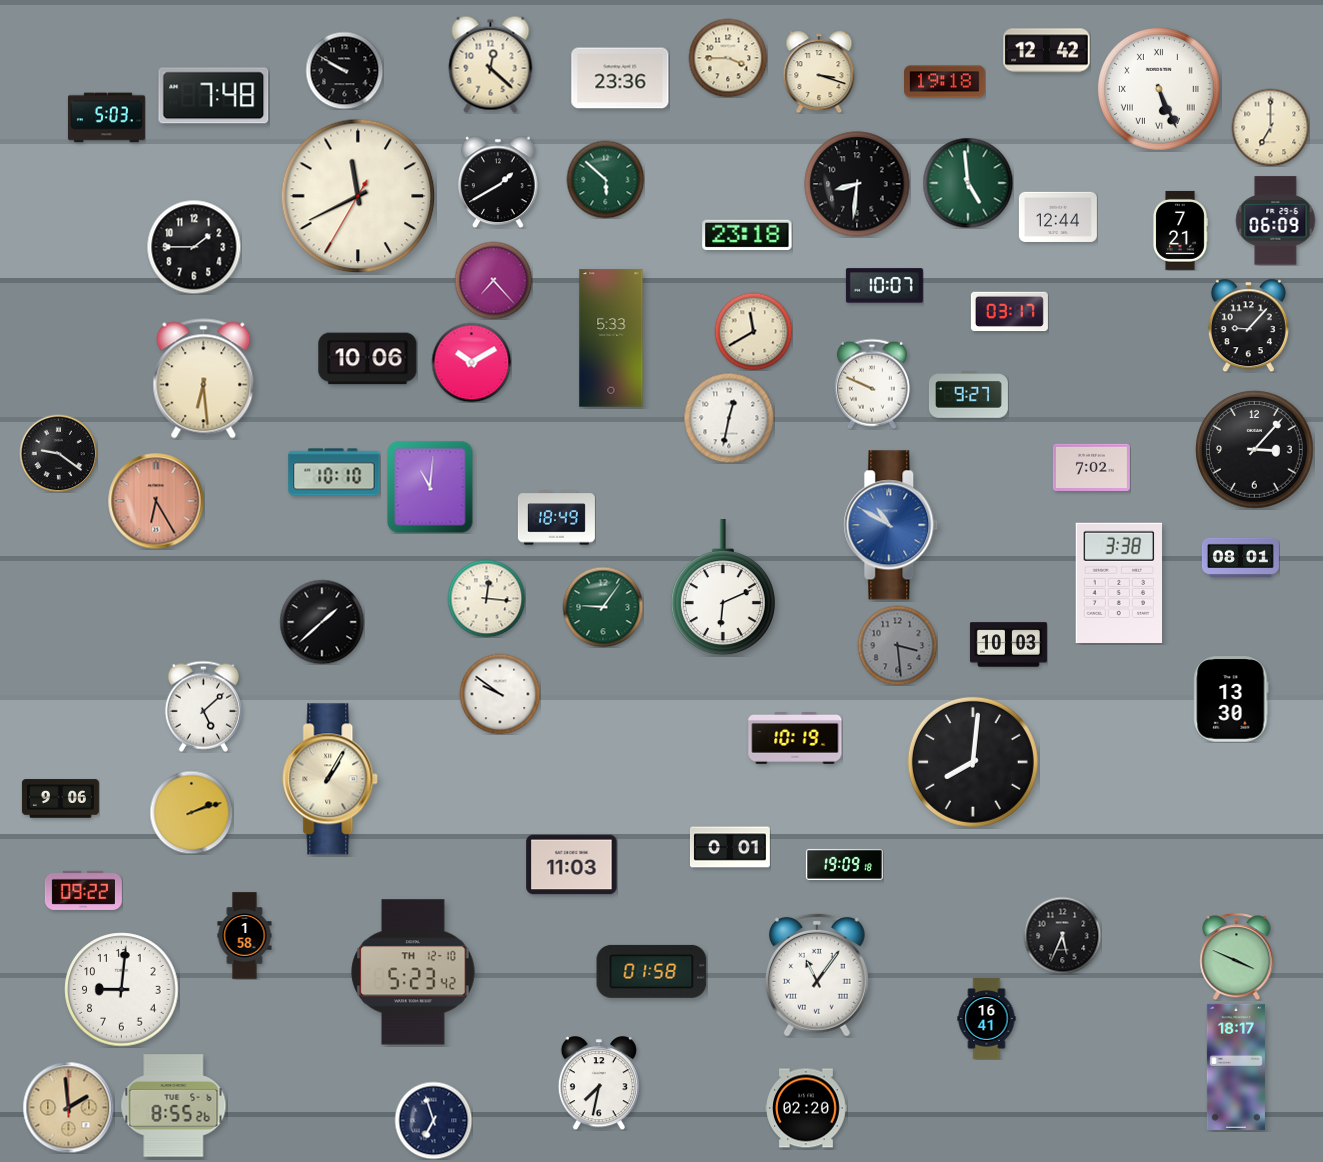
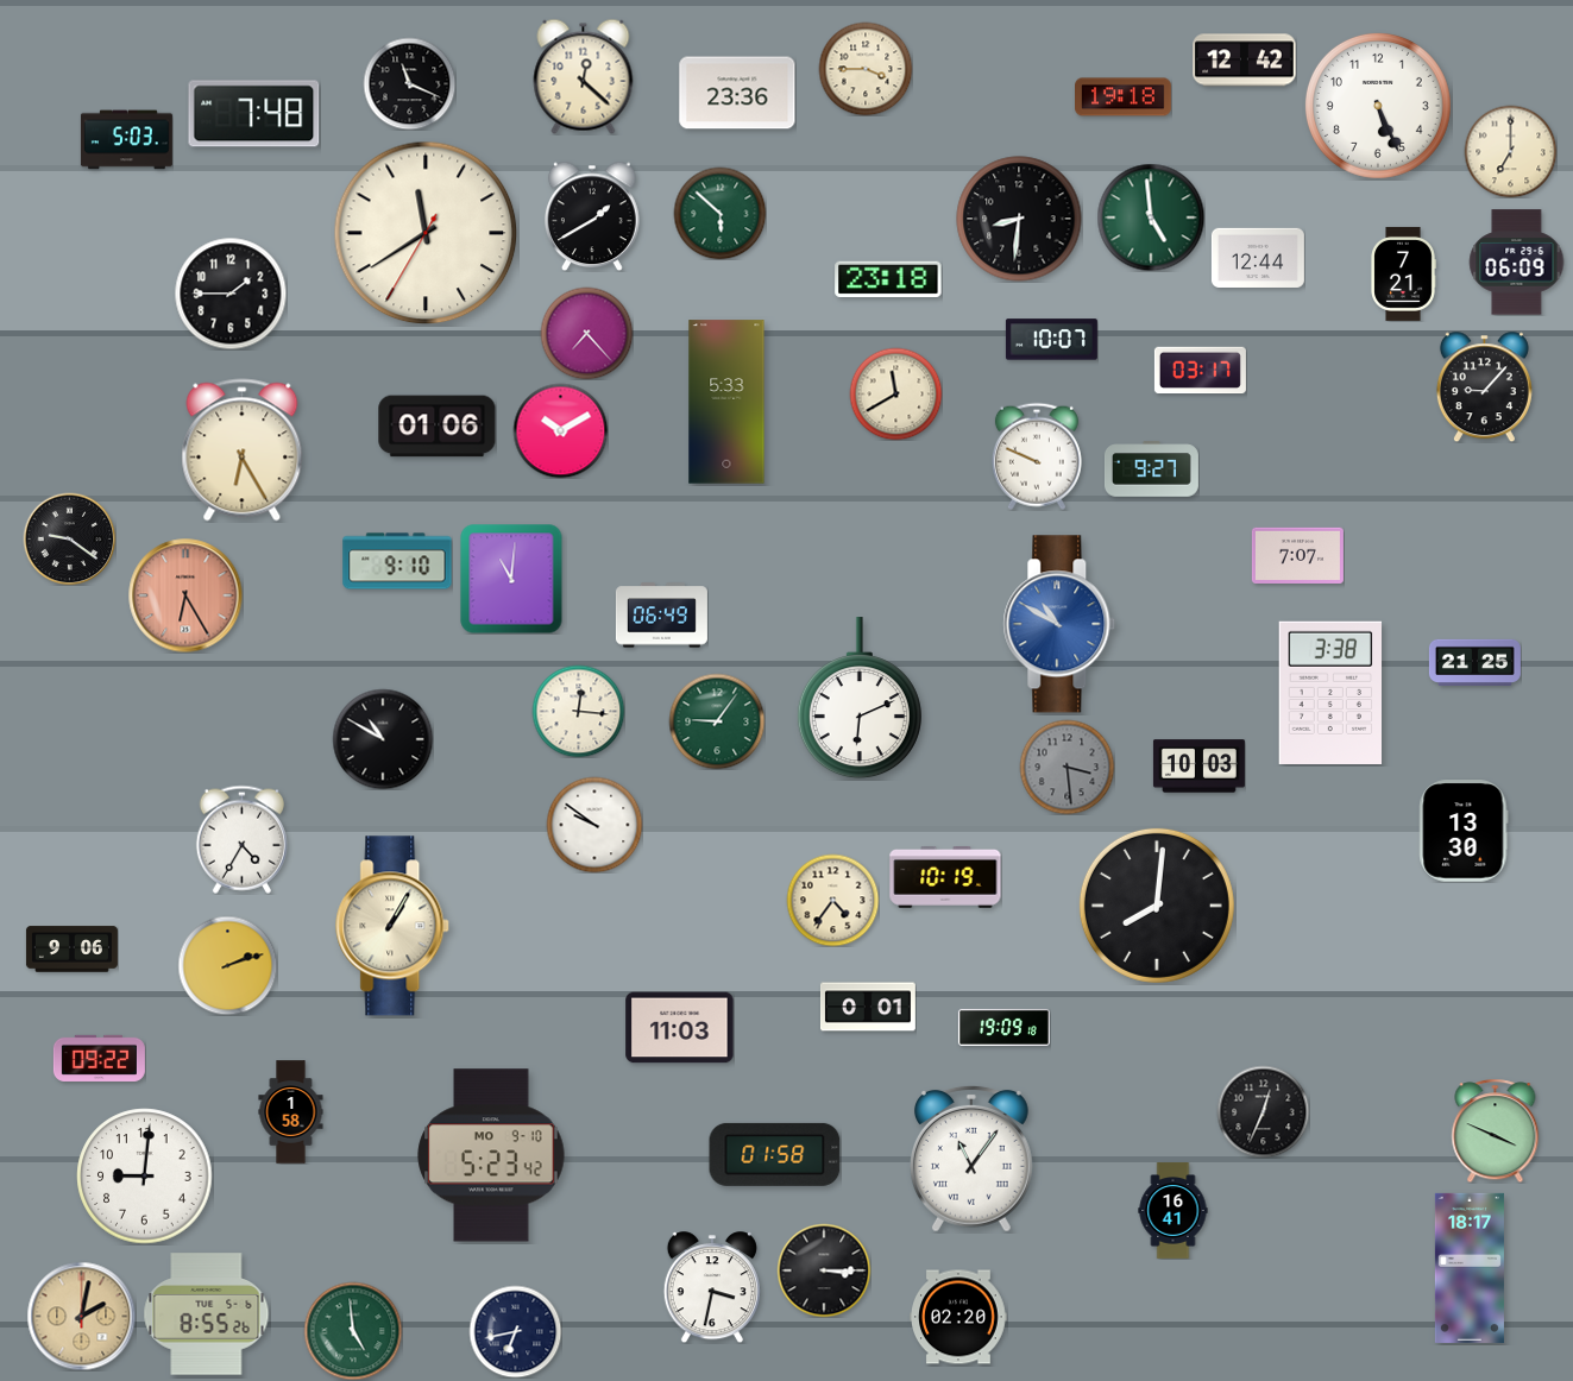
clock at (344, 70): 9:50 -> 11:19
clock at (819, 72): 3:18 -> none
clock at (1159, 89) numerals: Roman -> Arabic
clock at (358, 196): 11:40 -> 11:39
clock at (368, 359): 10:06 -> 01:06
clock at (204, 379): 6:29 -> 6:25
clock at (729, 418): 12:32 -> none
clock at (1255, 450): 3:07 -> none
clock at (1091, 467): 7:02 -> 7:07
clock at (334, 472): 10:10 -> 9:10
clock at (556, 518): 18:49 -> 06:49
clock at (1240, 557): 08:01 -> 21:25
clock at (322, 622): 1:38 -> 10:50
clock at (203, 706): 5:08 -> 4:35
clock at (832, 900): none -> 4:36
clock at (1062, 935): 5:34 -> 12:34
clock at (1237, 956) position: (1237, 956) -> (1496, 1130)
clock at (413, 972) date: TH 12-10 -> MO 9-10
clock at (824, 1270): none -> 3:15
clock at (599, 1083): 7:32 -> 3:32
clock at (68, 1107): 1:59 -> 2:02
clock at (353, 1331): none -> 4:59
clock at (433, 1120): 6:57 -> 6:43
